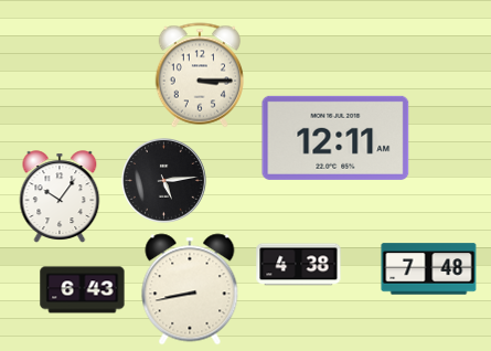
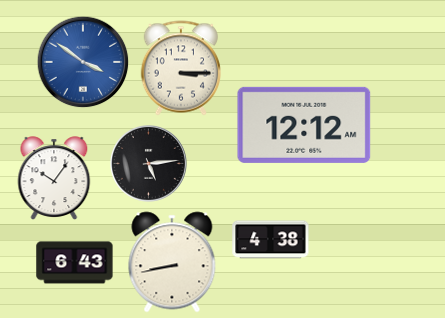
clock at (83, 62): none -> 3:51
clock at (335, 138): 12:11 -> 12:12
clock at (429, 269): 7:48 -> none
